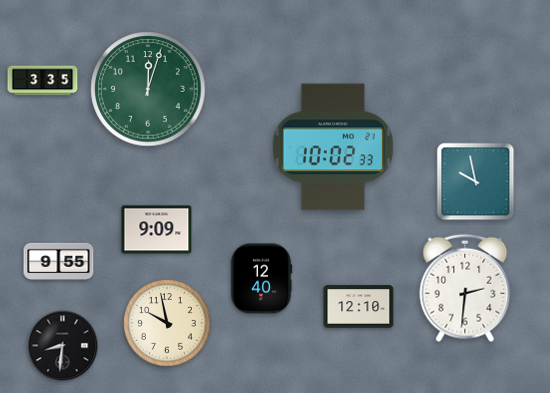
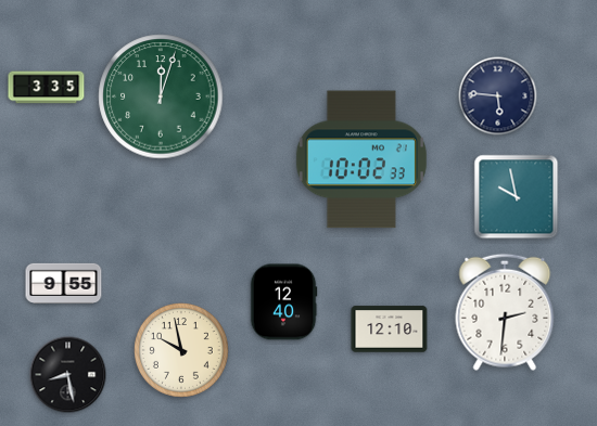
clock at (498, 96): none -> 5:46
clock at (157, 230): 9:09 -> none
clock at (359, 307) position: (359, 307) -> (390, 330)
clock at (63, 346): 8:31 -> 8:28
